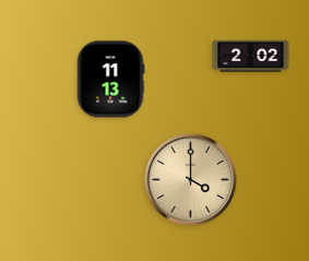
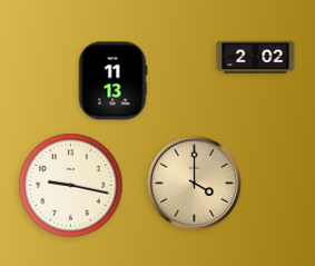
clock at (71, 186): none -> 9:17
